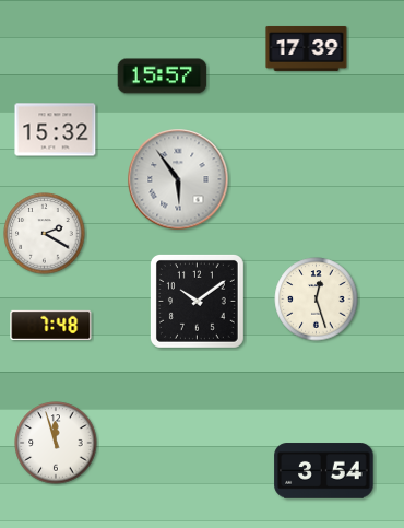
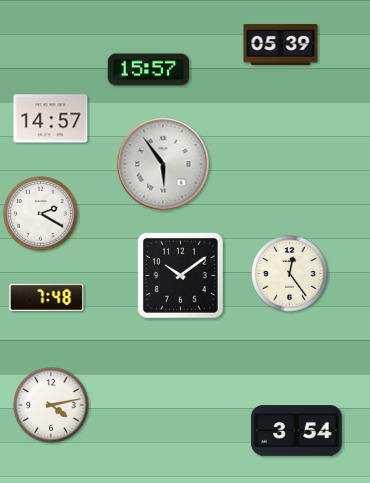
clock at (307, 48): 17:39 -> 05:39
clock at (56, 130): 15:32 -> 14:57
clock at (317, 300): 12:27 -> 12:24
clock at (56, 443): 11:57 -> 4:13
